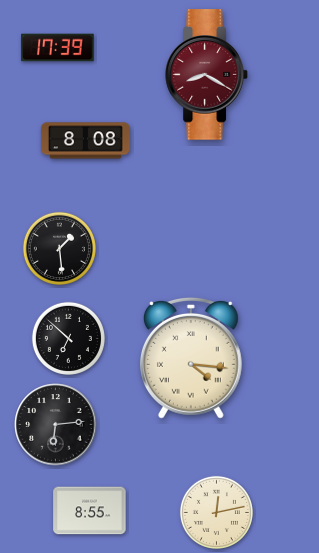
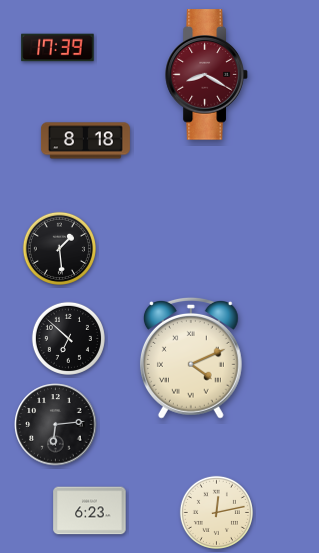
clock at (85, 141): 8:08 -> 8:18
clock at (191, 358): 4:16 -> 4:11
clock at (90, 511): 8:55 -> 6:23
